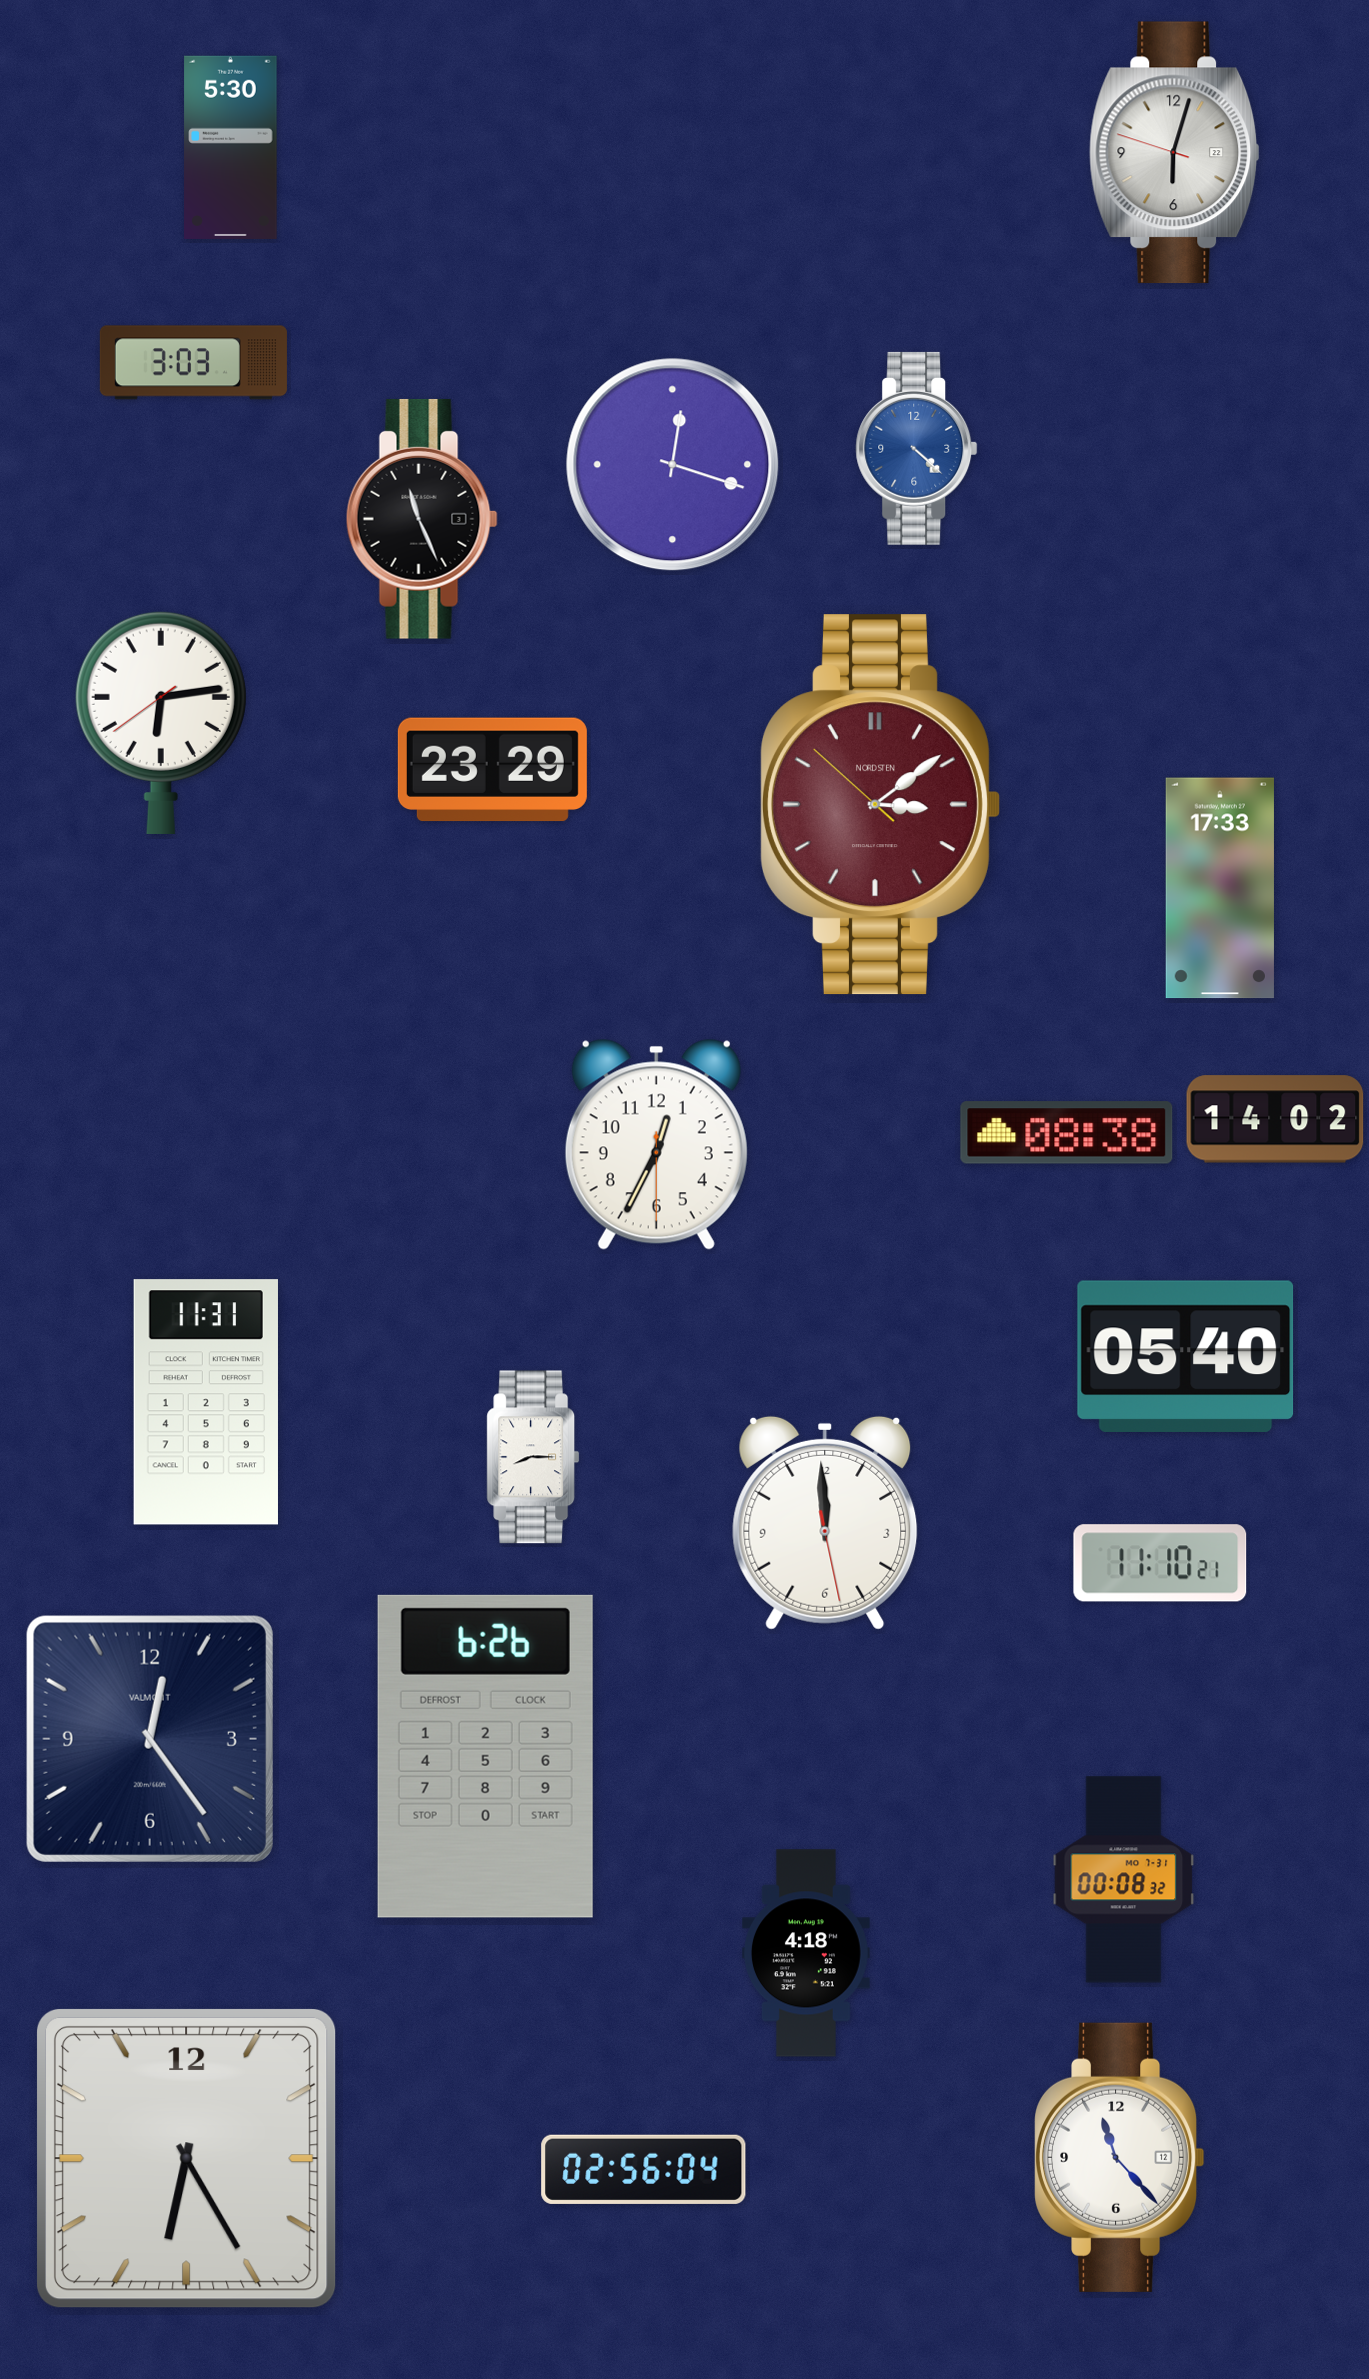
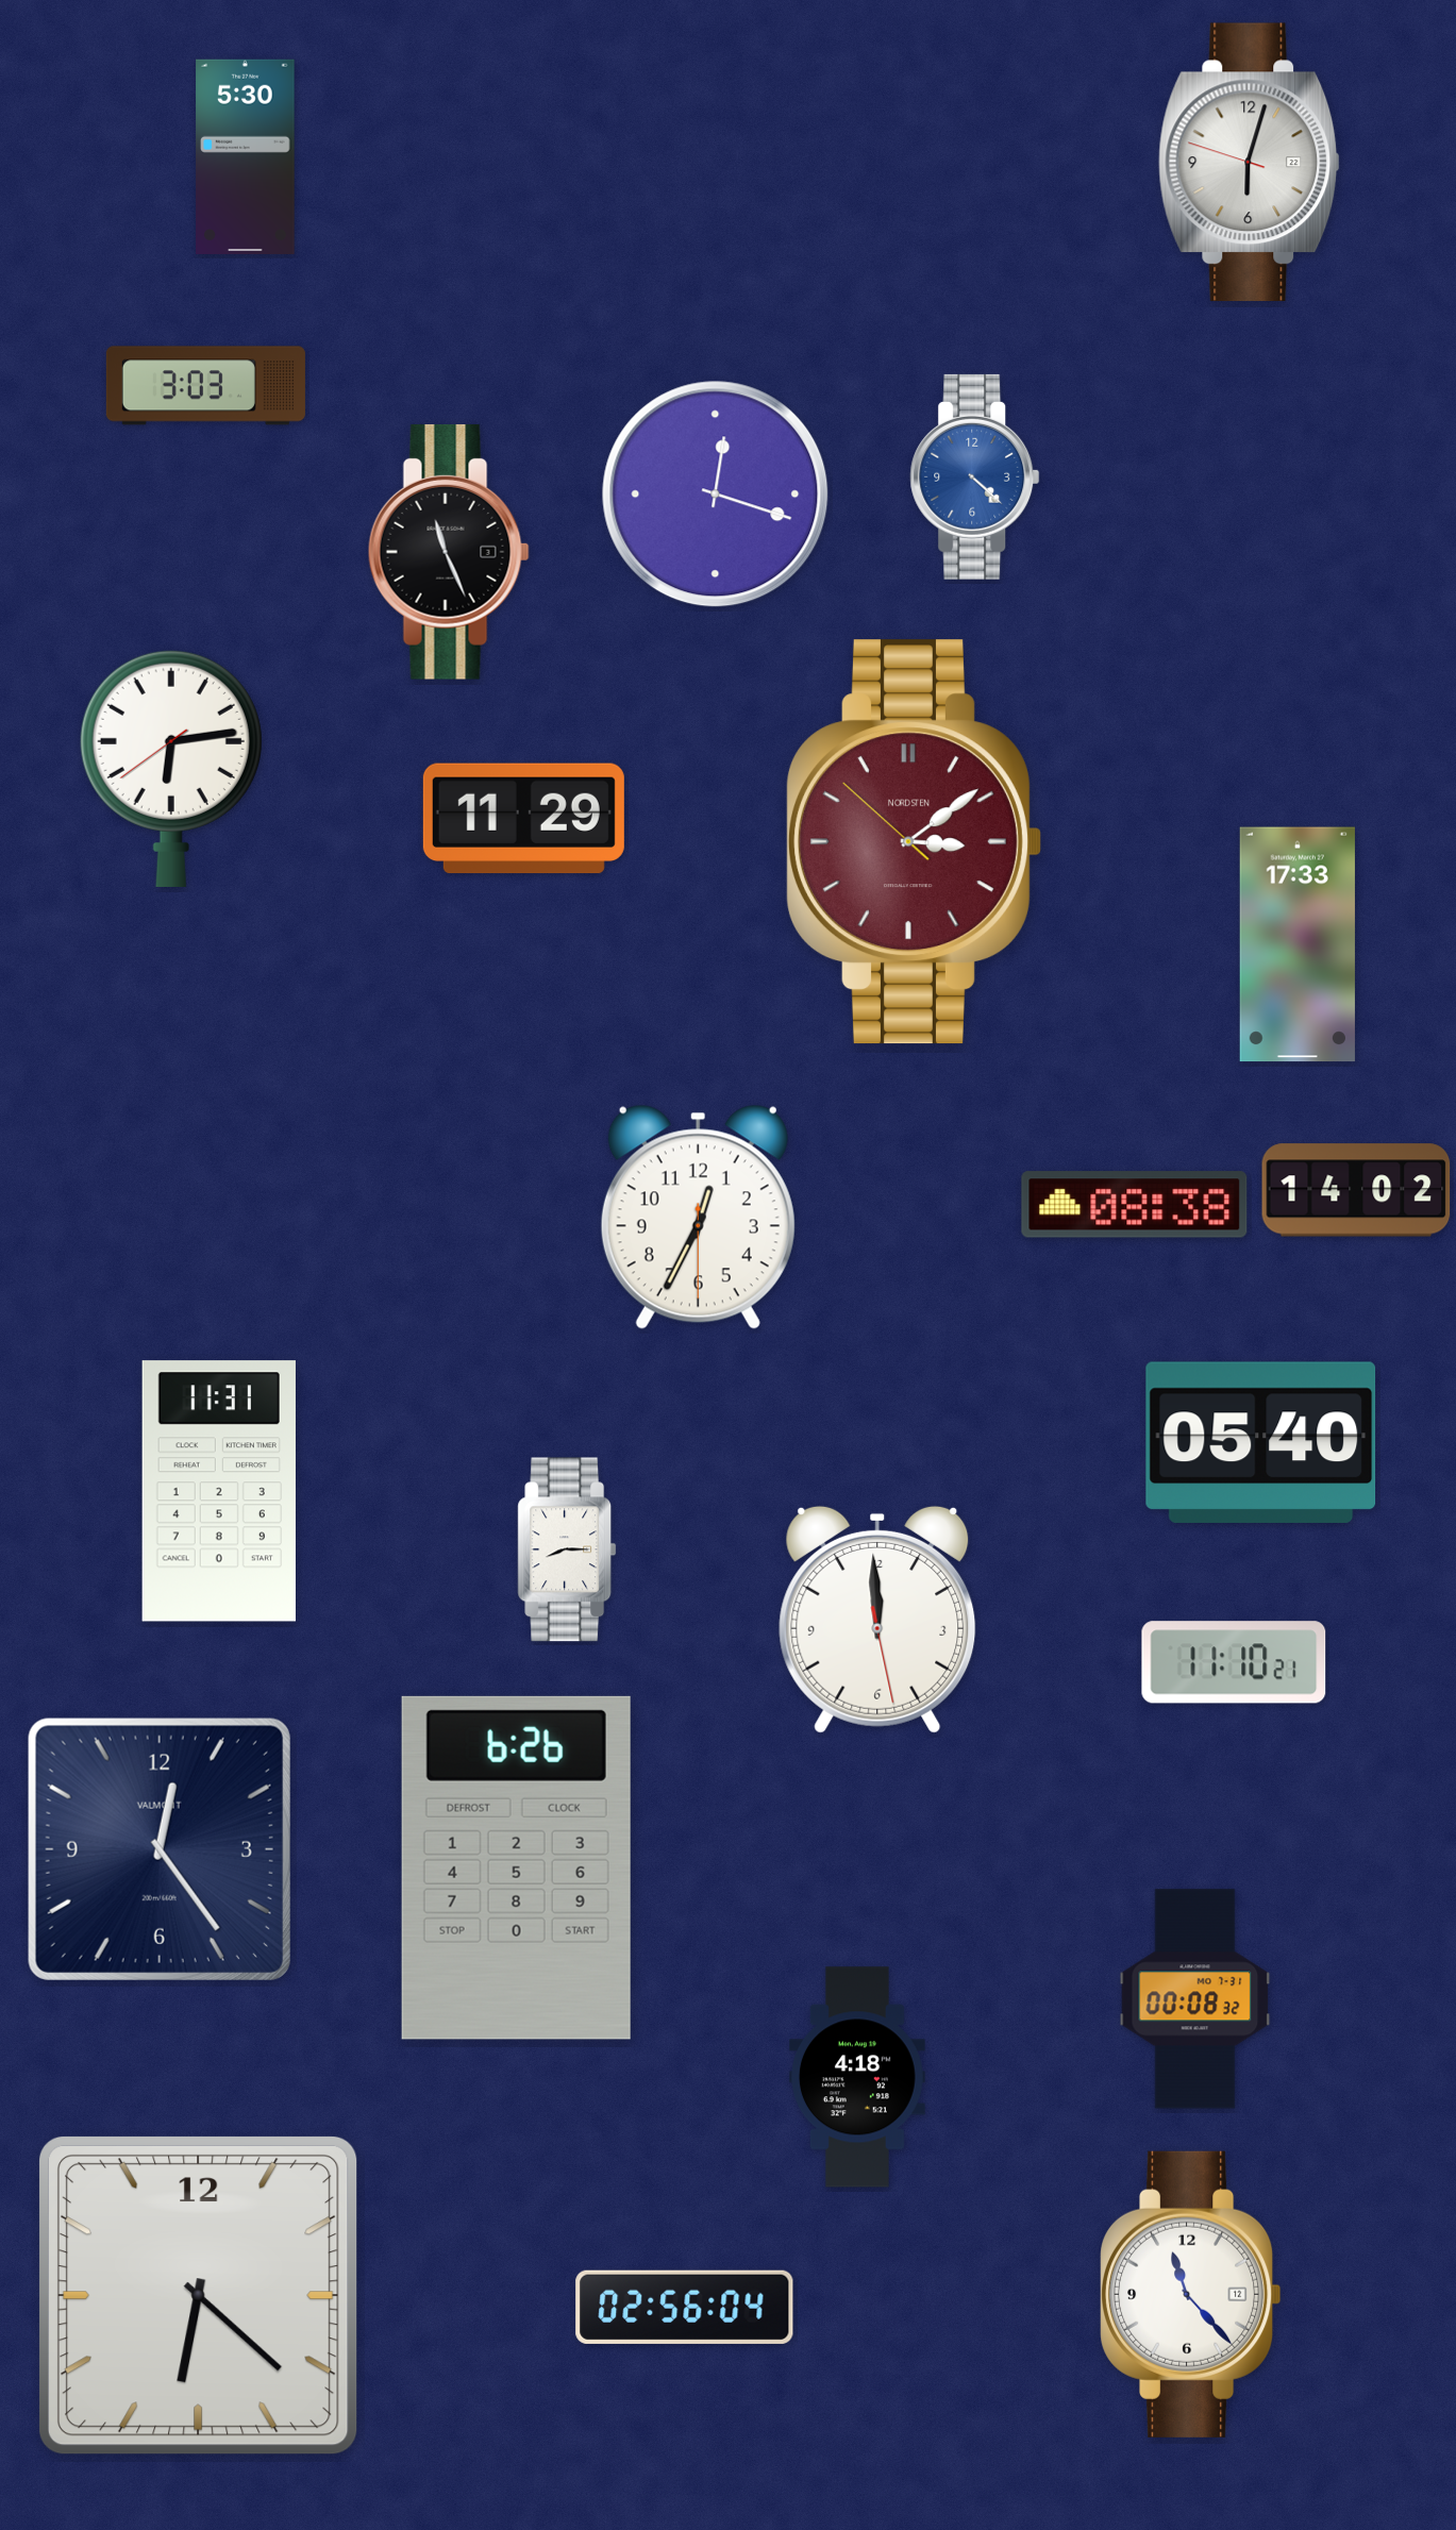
clock at (492, 770): 23:29 -> 11:29
clock at (880, 805) position: (880, 805) -> (914, 842)
clock at (186, 2158): 6:25 -> 6:22
